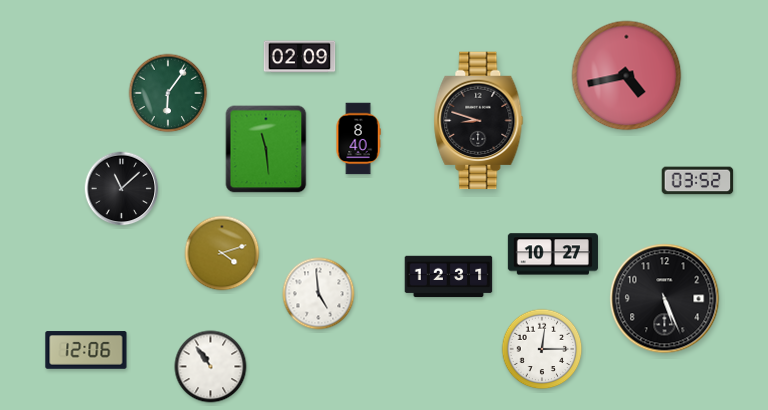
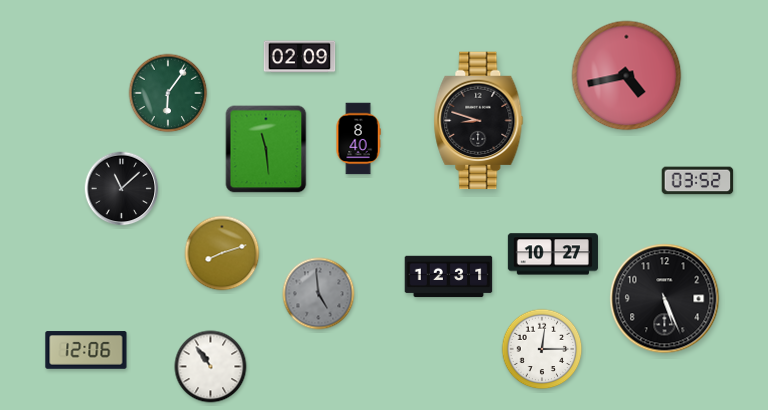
clock at (222, 253): 4:12 -> 8:12
clock at (319, 294) dial: white -> grey
